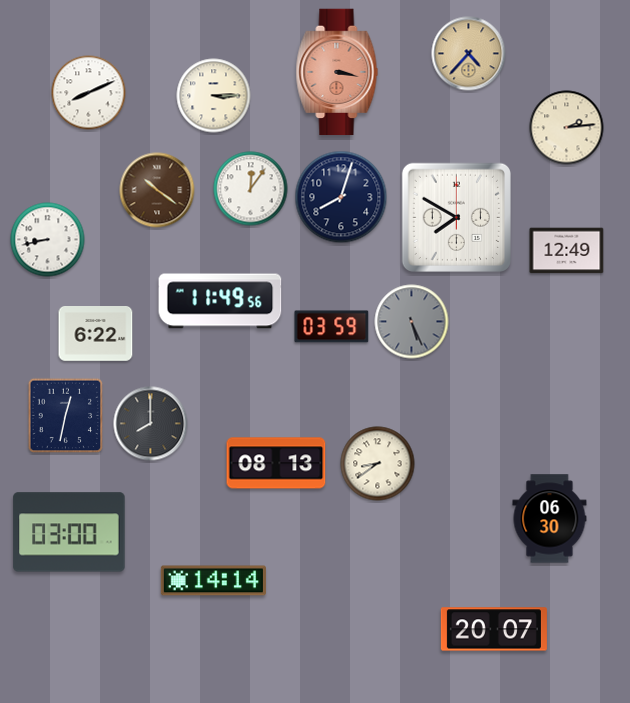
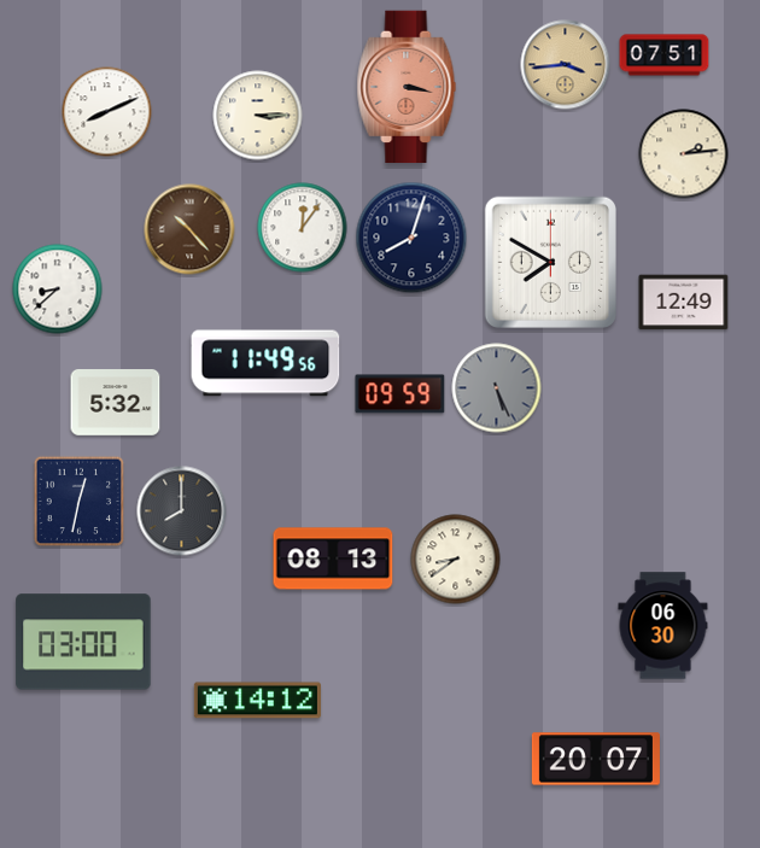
clock at (665, 55): none -> 07:51
clock at (469, 54): 4:37 -> 3:44
clock at (157, 190): 10:21 -> 10:23
clock at (48, 240): 8:43 -> 8:38
clock at (332, 327): 03:59 -> 09:59
clock at (96, 334): 6:22 -> 5:32
clock at (213, 581): 14:14 -> 14:12
